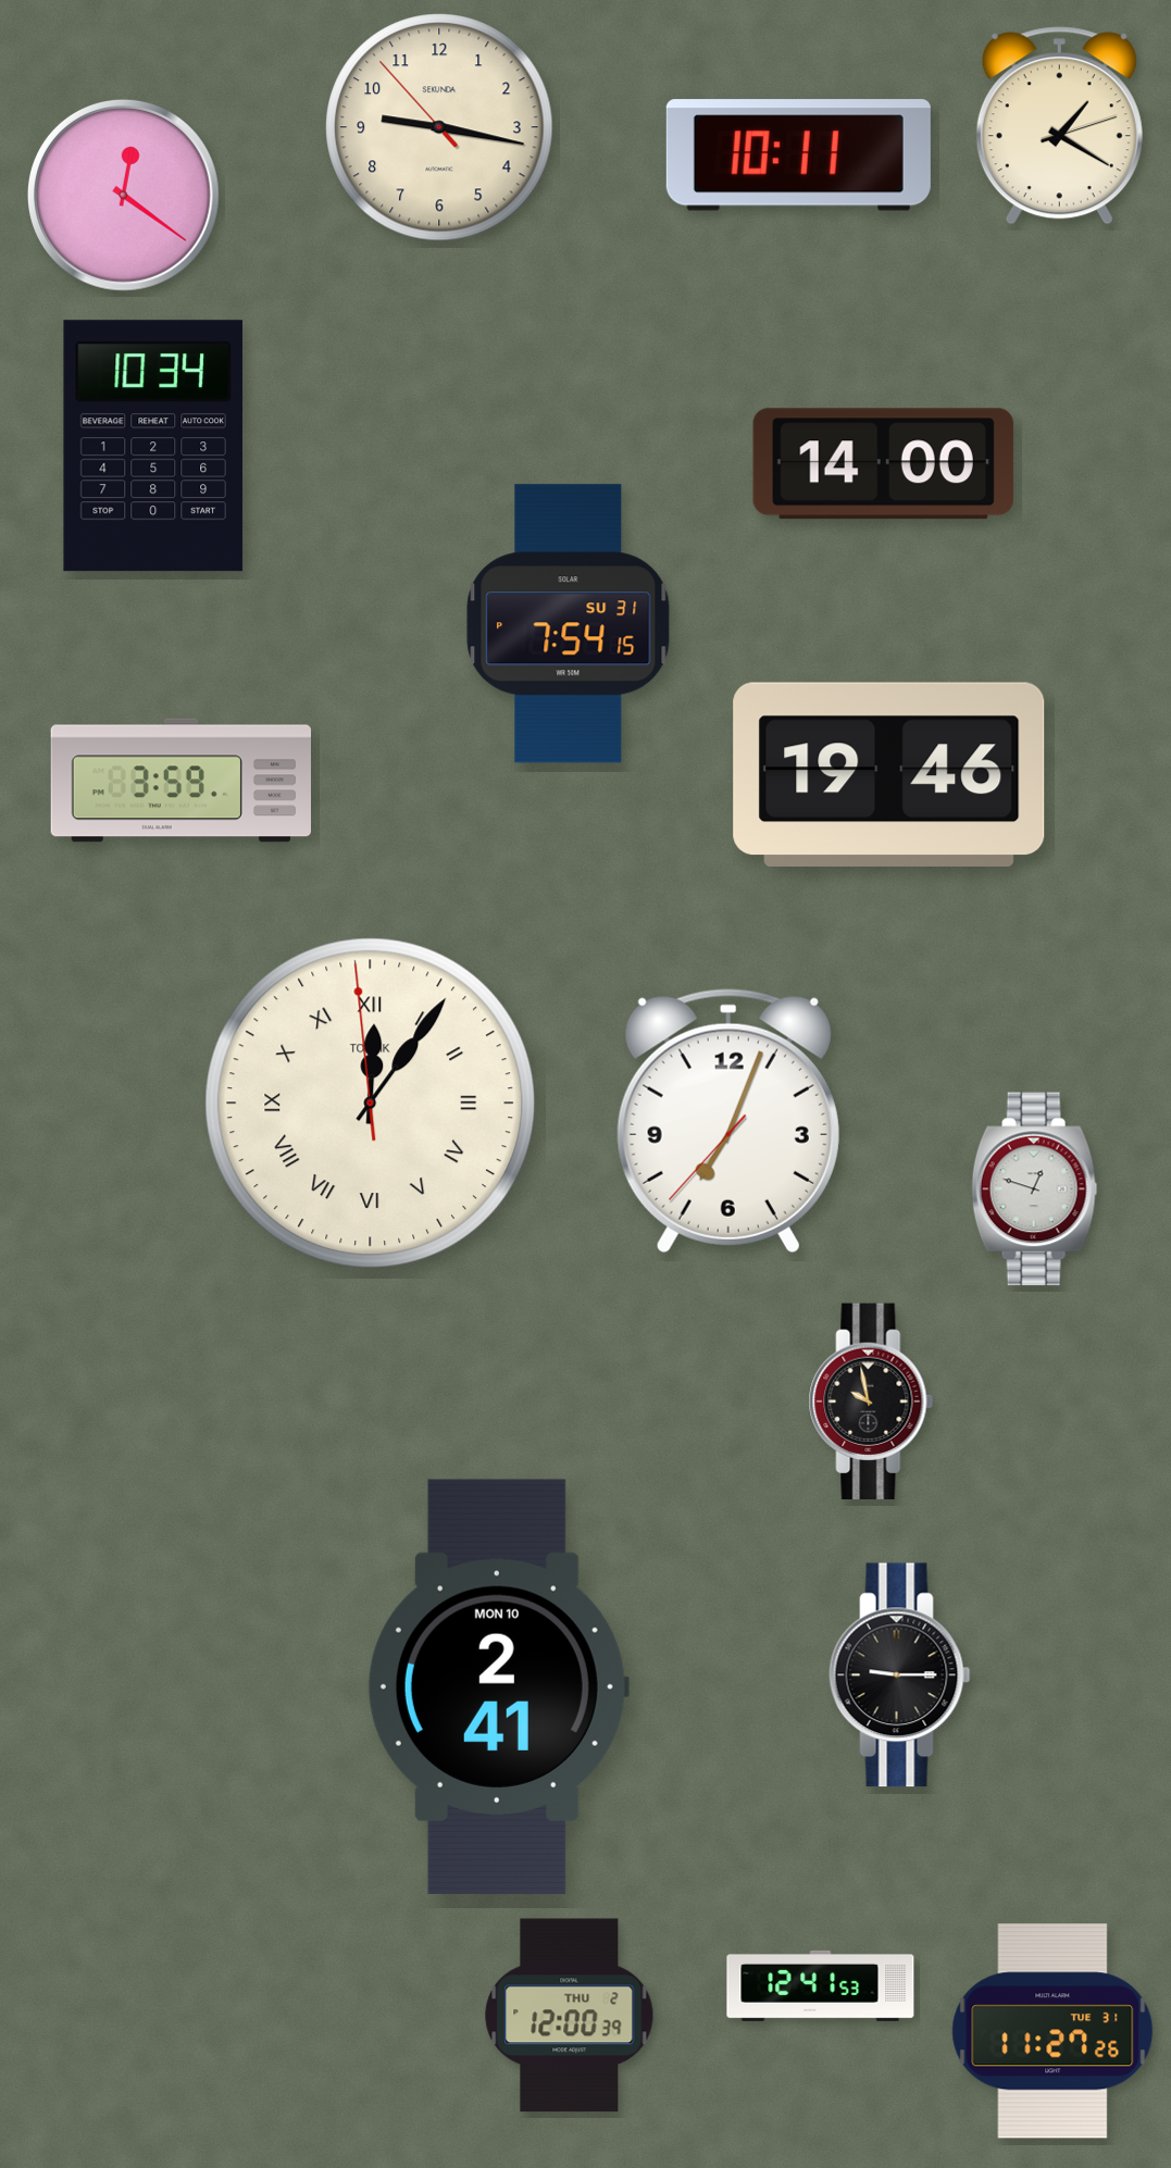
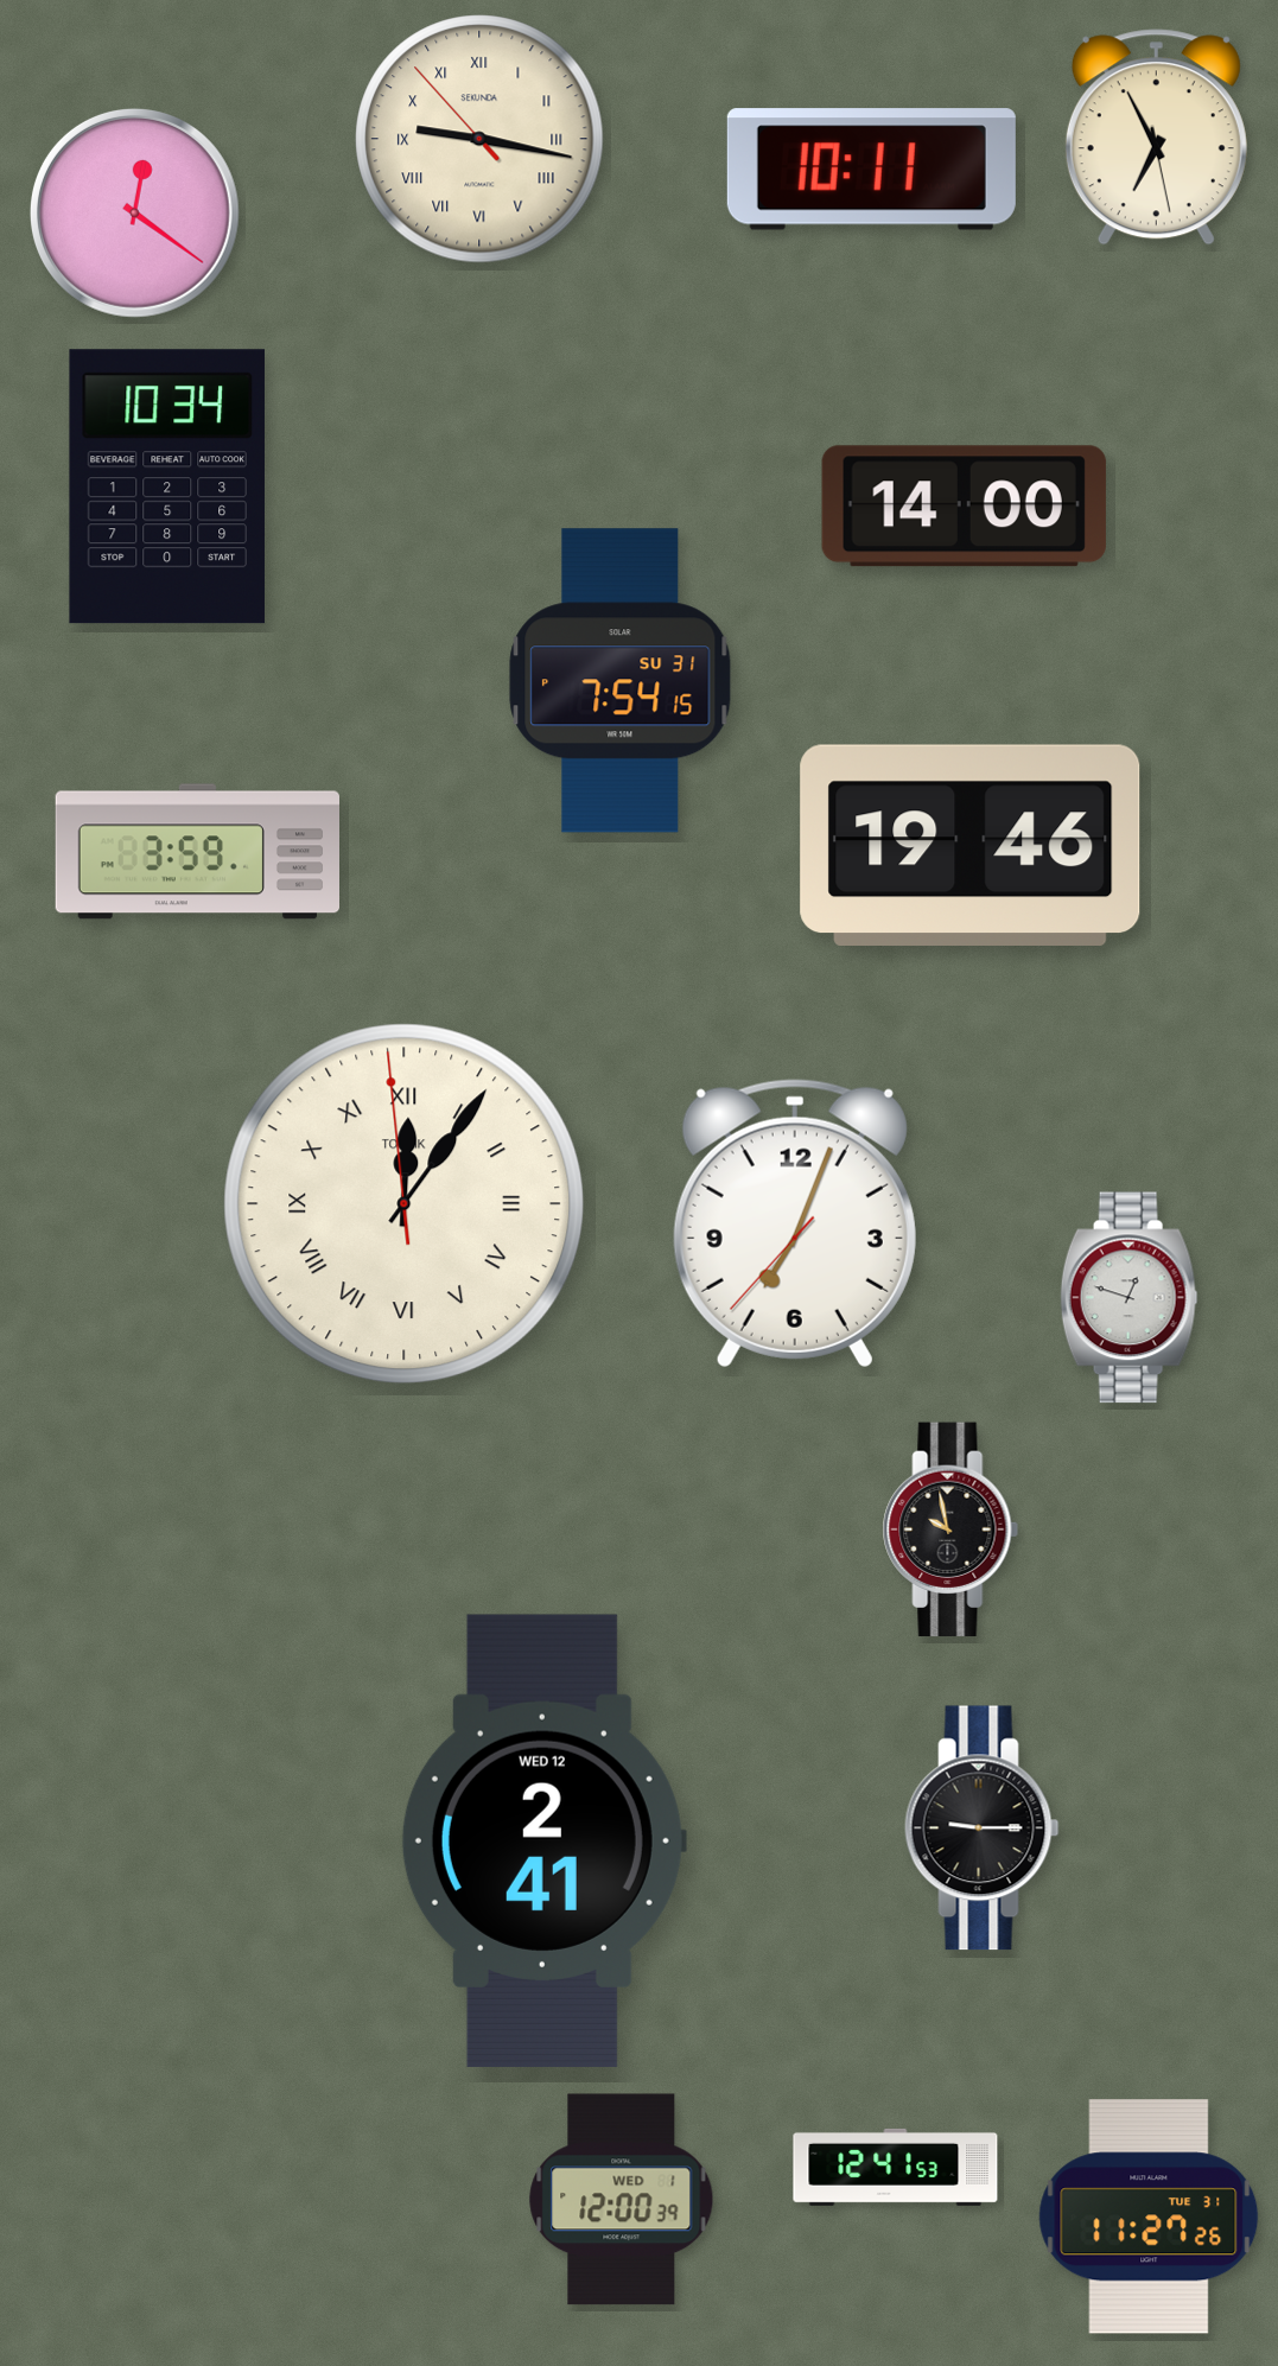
clock at (1059, 126): 1:20 -> 6:55
clock at (439, 127) numerals: Arabic -> Roman
clock at (498, 1686) date: MON 10 -> WED 12
clock at (570, 2016) date: THU 2 -> WED 1
